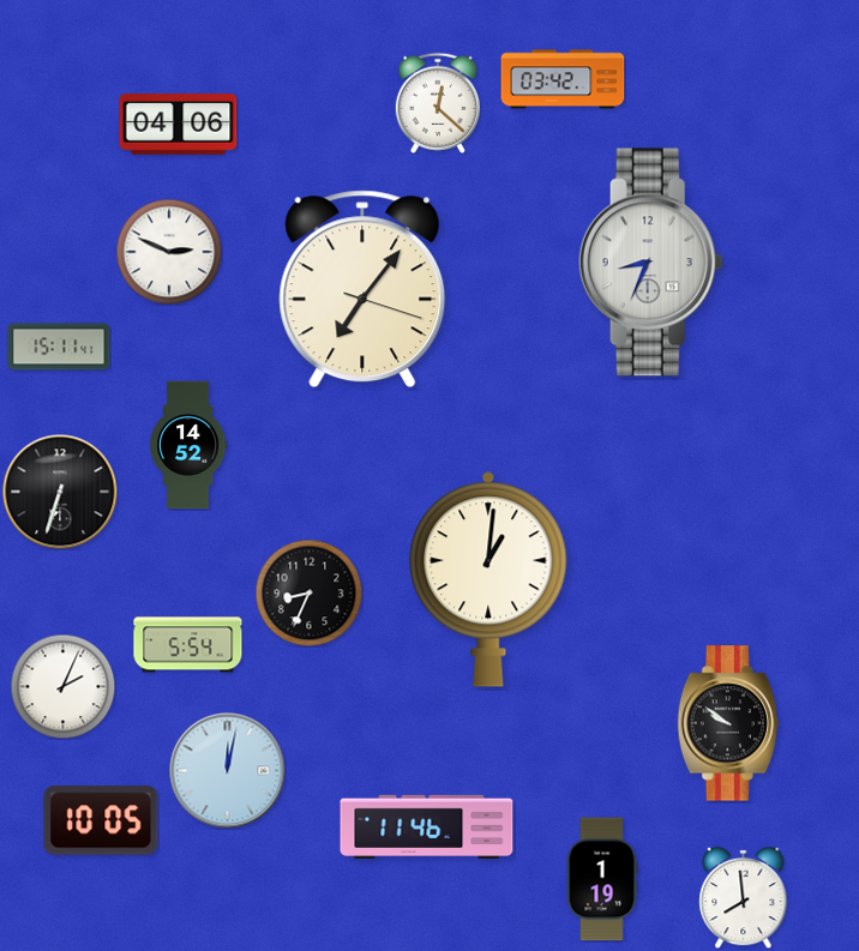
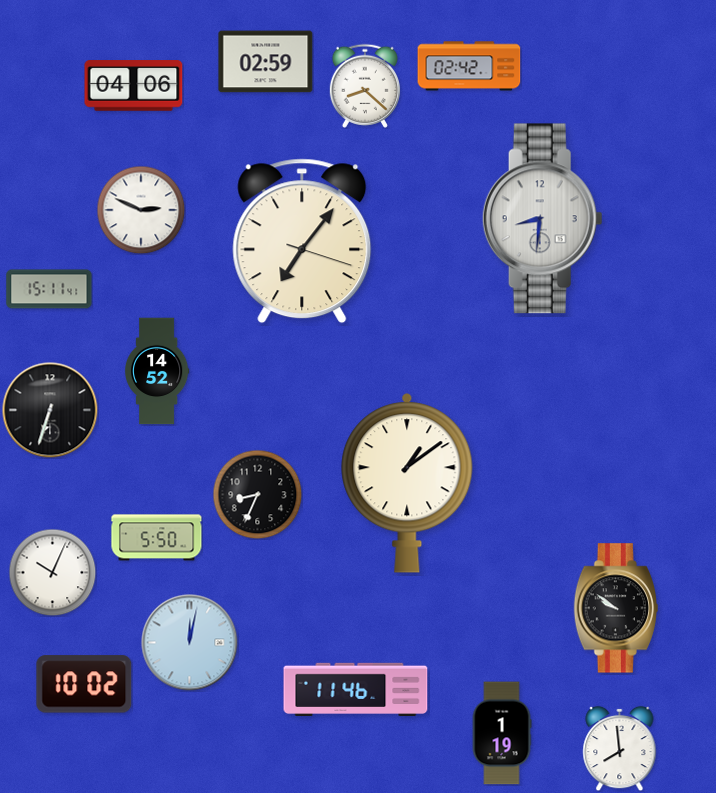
clock at (266, 62): none -> 02:59
clock at (563, 79): 03:42 -> 02:42
clock at (438, 103): 12:22 -> 8:22
clock at (179, 125) position: (179, 125) -> (134, 86)
clock at (650, 263): 8:34 -> 8:31
clock at (488, 579): 1:01 -> 1:09
clock at (188, 645): 5:54 -> 5:50
clock at (62, 686): 2:04 -> 10:04
clock at (727, 723) position: (727, 723) -> (615, 608)
clock at (101, 820): 10:05 -> 10:02
